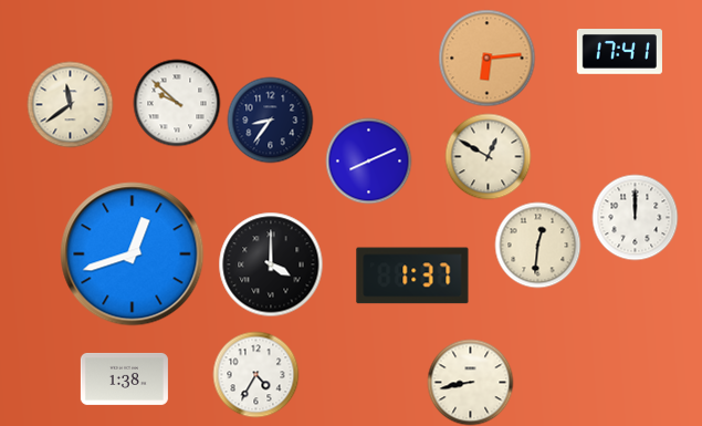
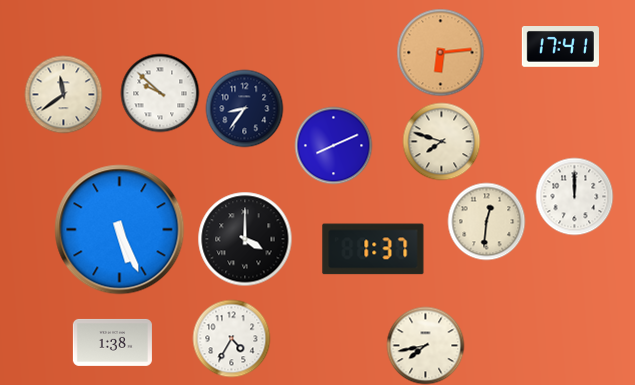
clock at (488, 156): 12:50 -> 7:48
clock at (133, 254): 12:42 -> 5:26
clock at (470, 382): 8:43 -> 7:43
